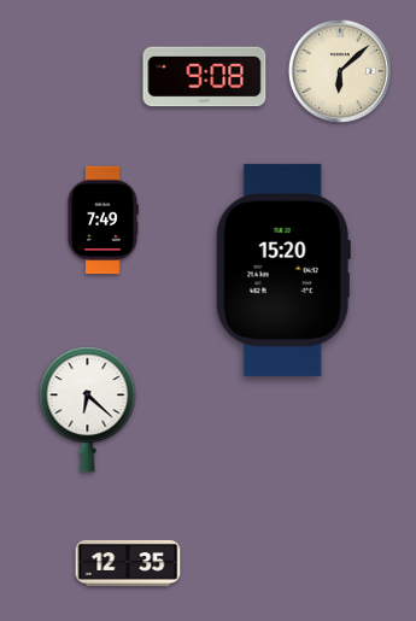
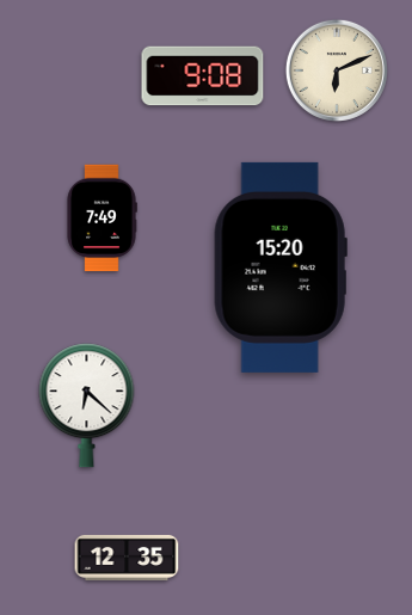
clock at (340, 71): 6:08 -> 6:11
